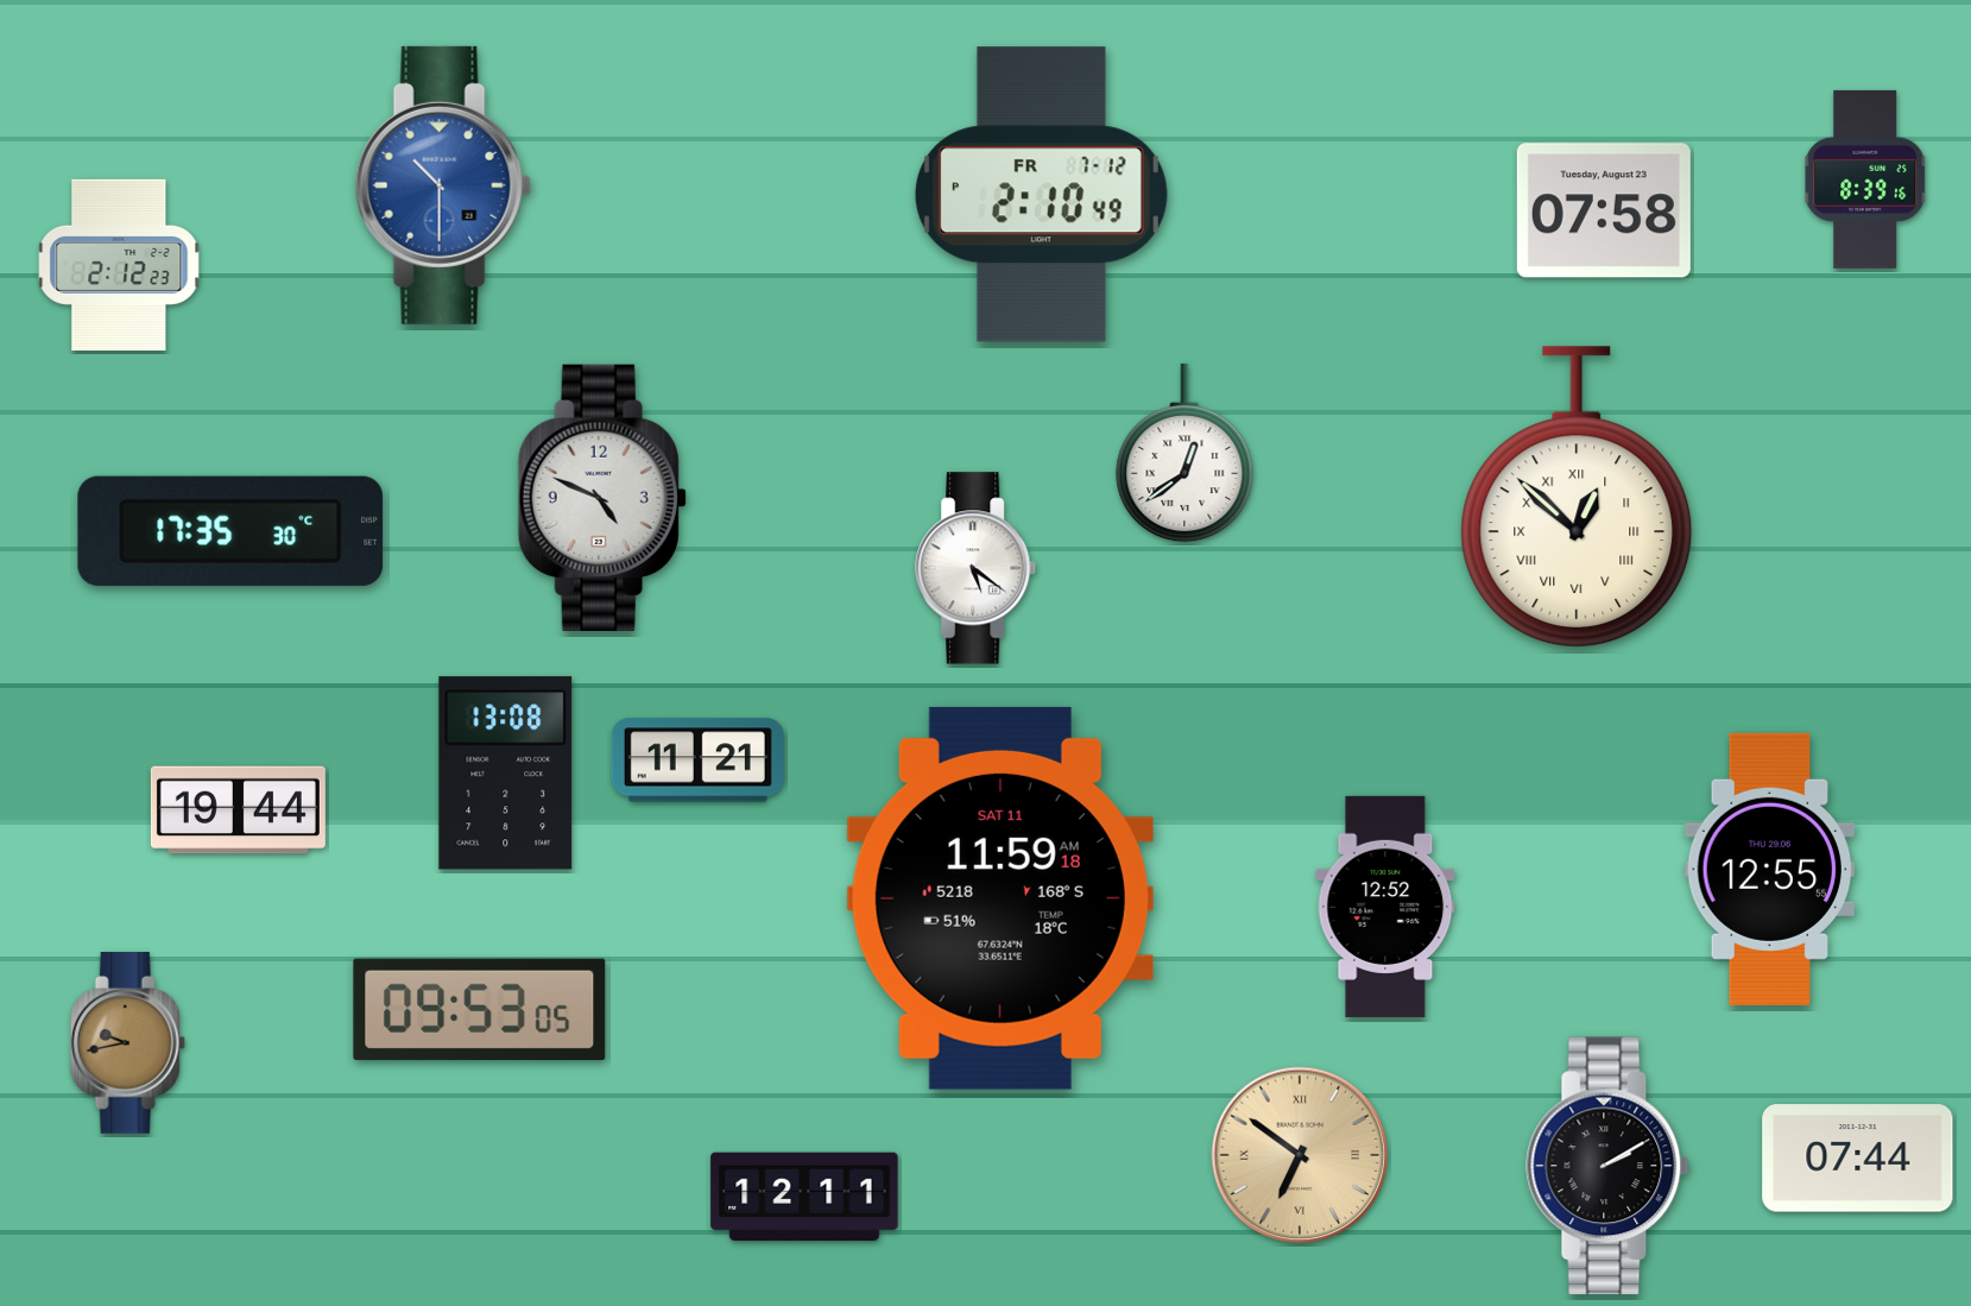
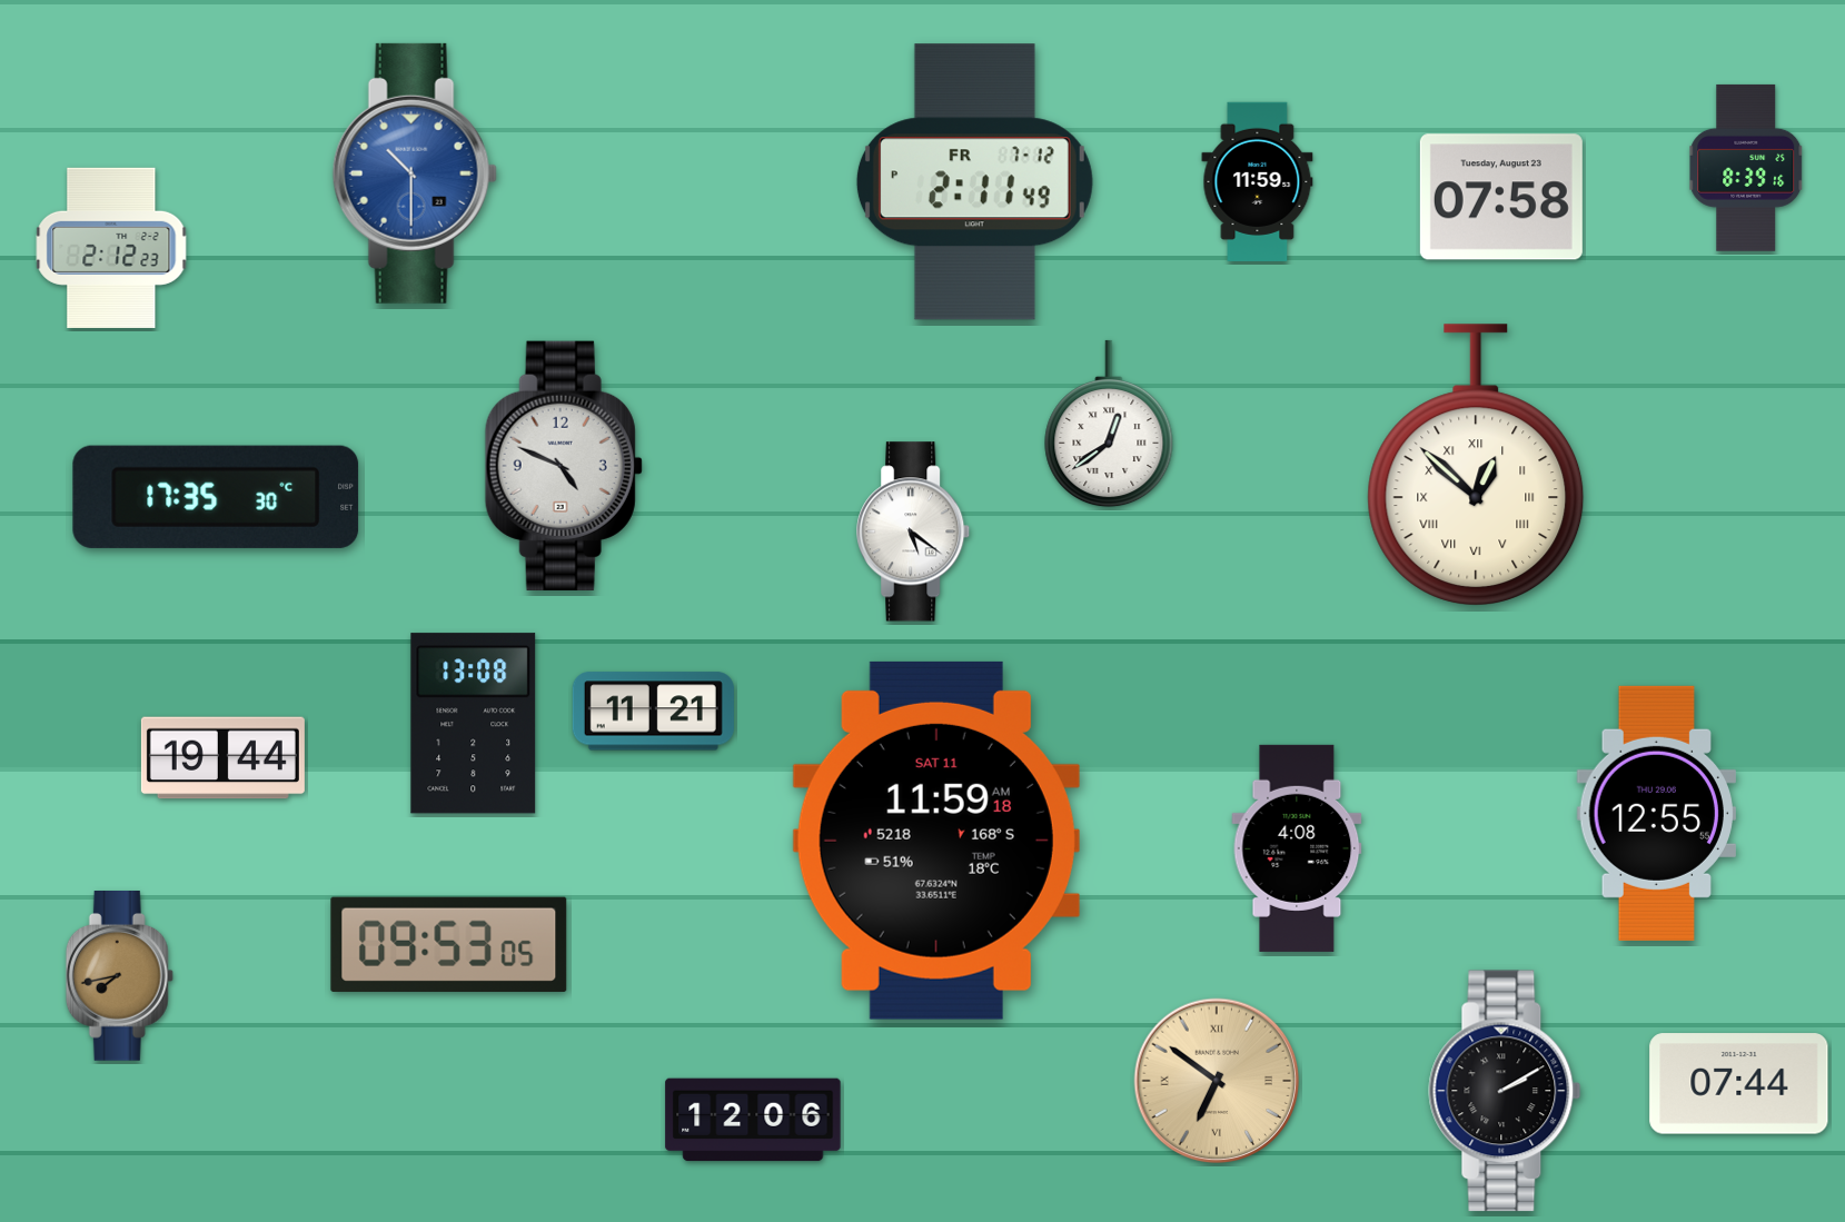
clock at (1258, 181): none -> 11:59
clock at (1041, 195): 2:10 -> 2:11
clock at (1385, 907): 12:52 -> 4:08
clock at (127, 1043): 9:43 -> 7:43
clock at (804, 1197): 12:11 -> 12:06
